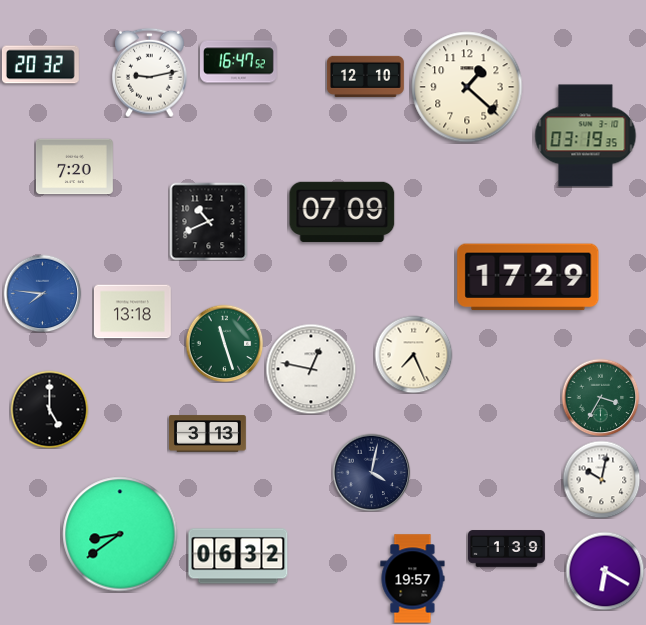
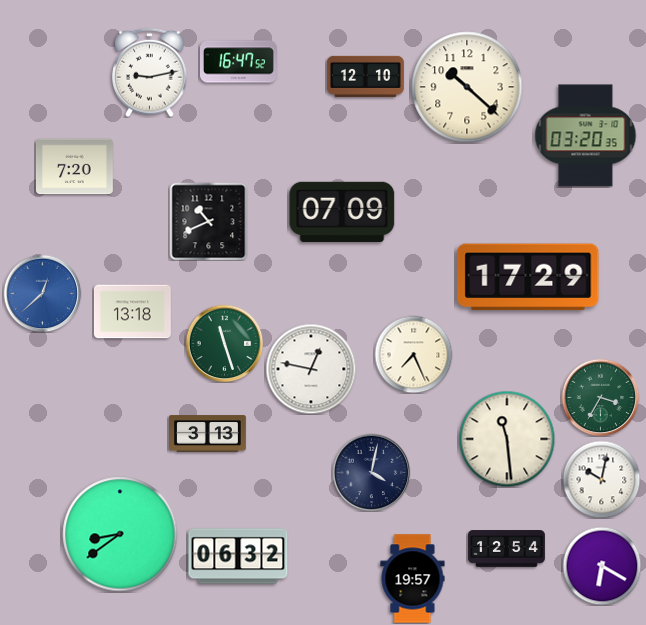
clock at (40, 65): 20:32 -> none
clock at (467, 87): 1:22 -> 10:22
clock at (586, 136): 03:19 -> 03:20
clock at (42, 293): 7:46 -> 12:38
clock at (49, 409): 5:00 -> none
clock at (507, 439): none -> 11:29
clock at (507, 549): 1:39 -> 12:54
clock at (605, 571) position: (605, 571) -> (602, 566)
